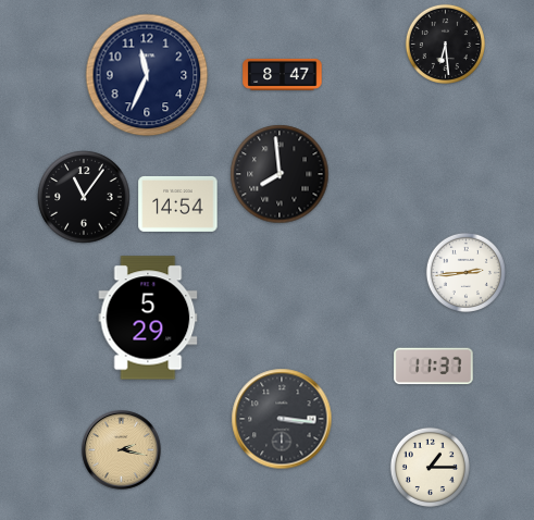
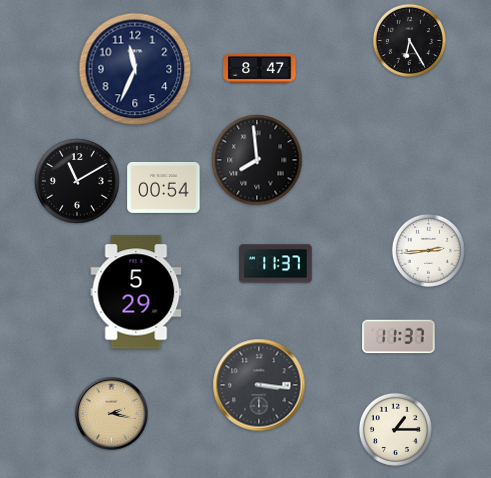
clock at (445, 44): 6:29 -> 6:25
clock at (84, 197): 11:06 -> 11:10
clock at (178, 203): 14:54 -> 00:54
clock at (276, 264): none -> 11:37
